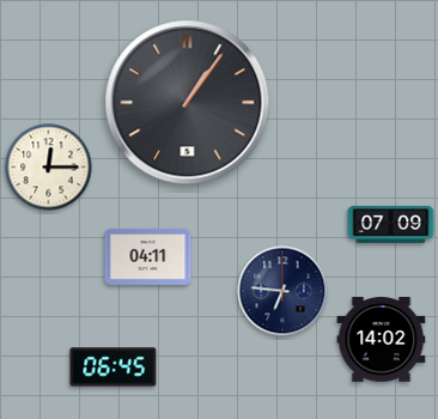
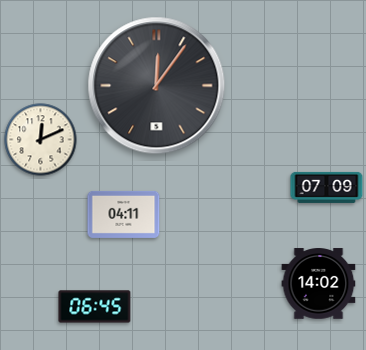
clock at (188, 103): 1:06 -> 12:06
clock at (49, 168): 12:15 -> 12:11
clock at (282, 291): 6:46 -> none
